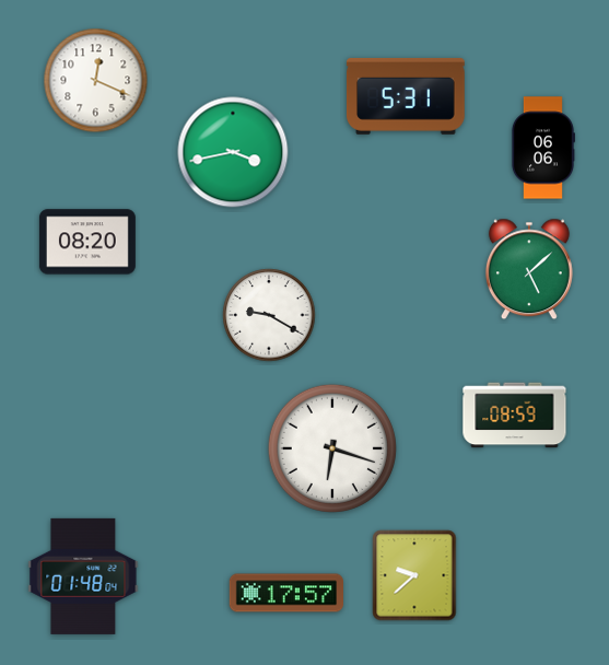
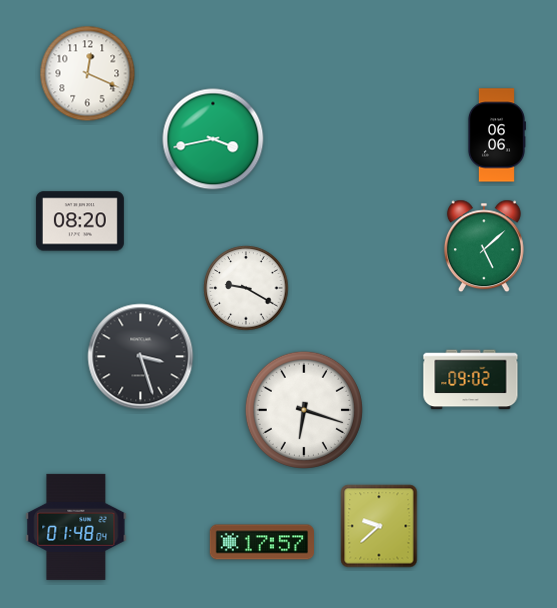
clock at (406, 96): 5:31 -> none
clock at (141, 357): none -> 3:27
clock at (515, 416): 08:59 -> 09:02
